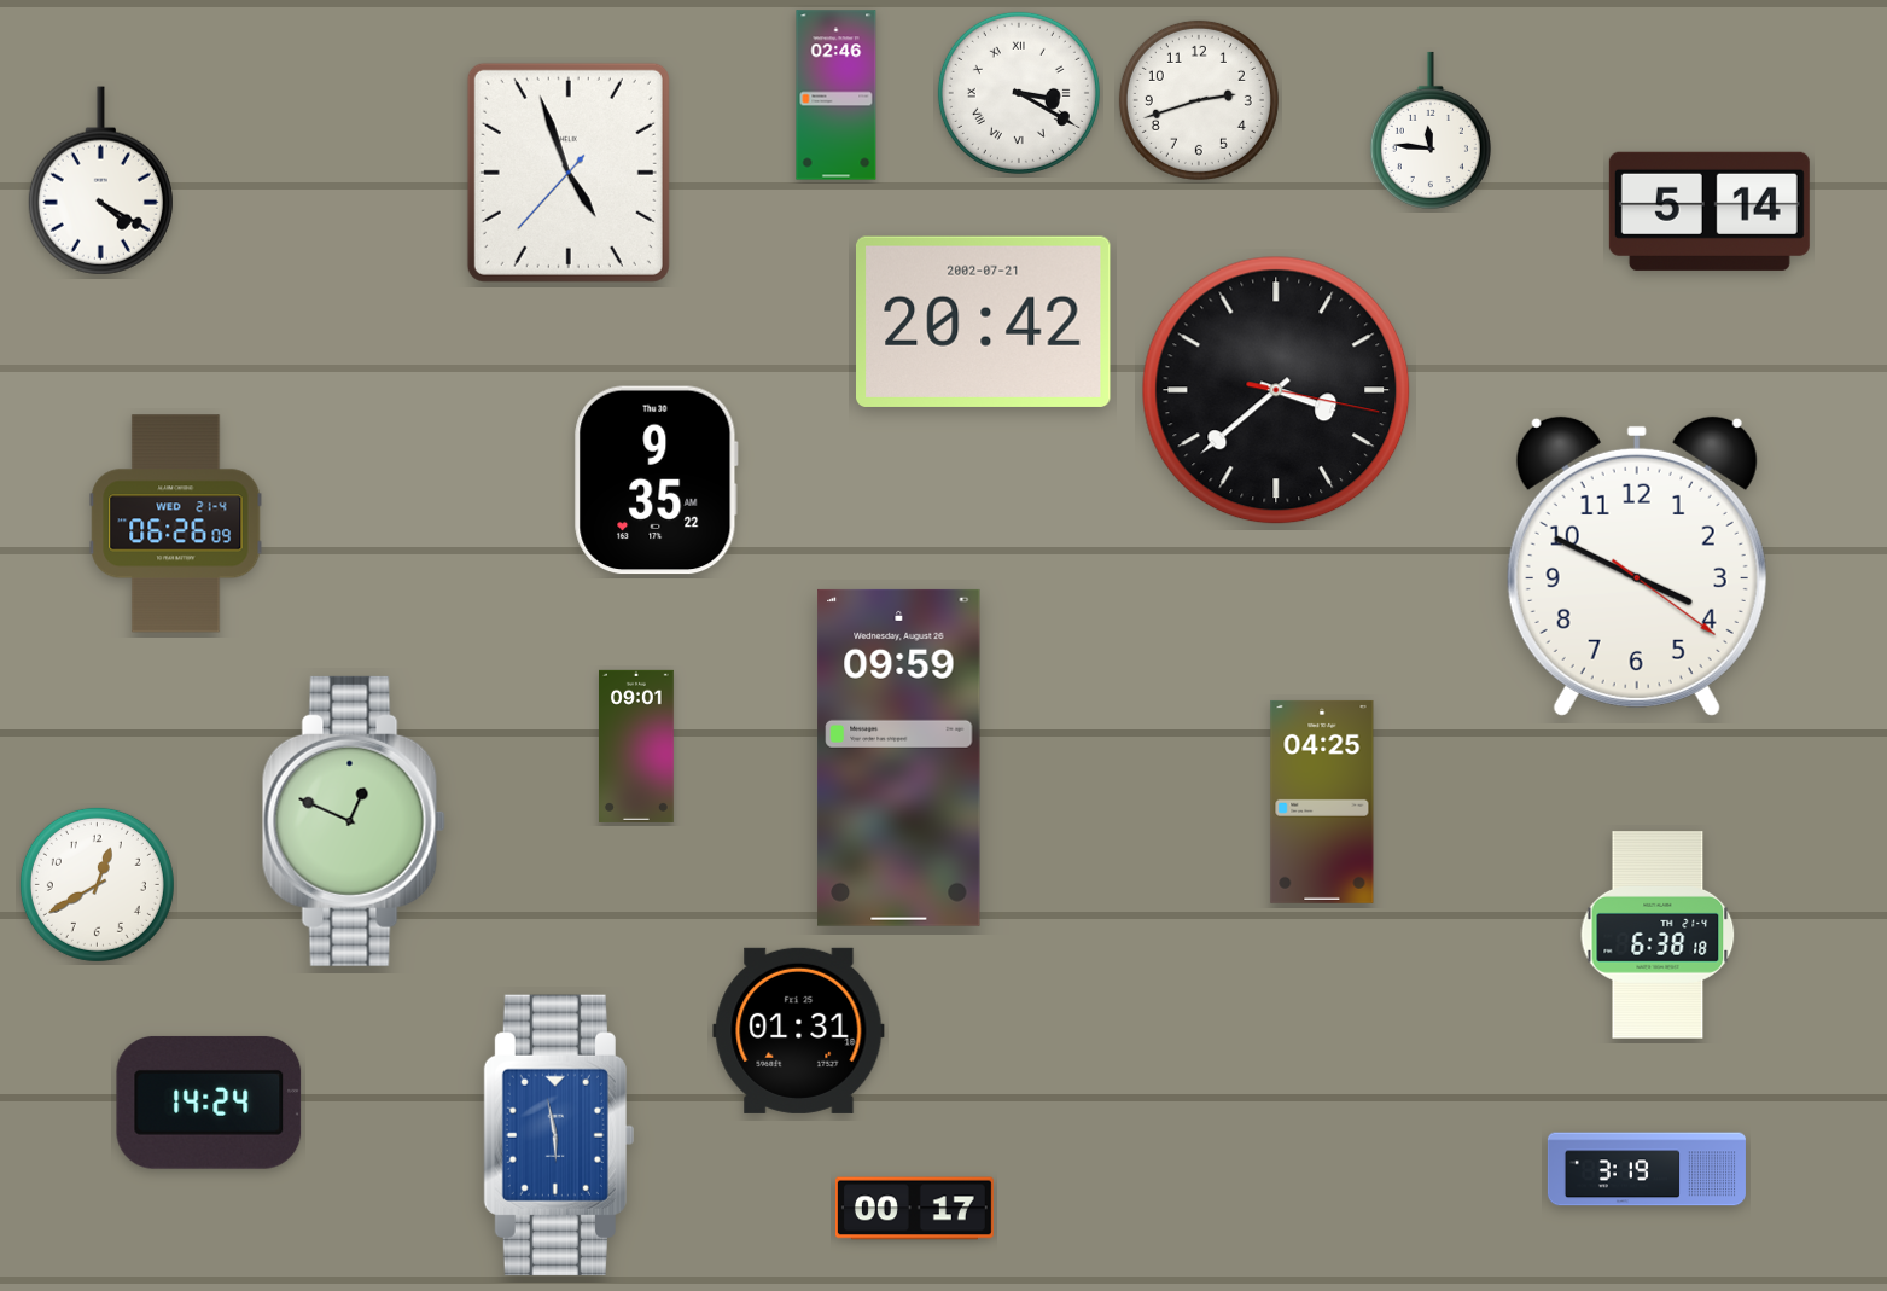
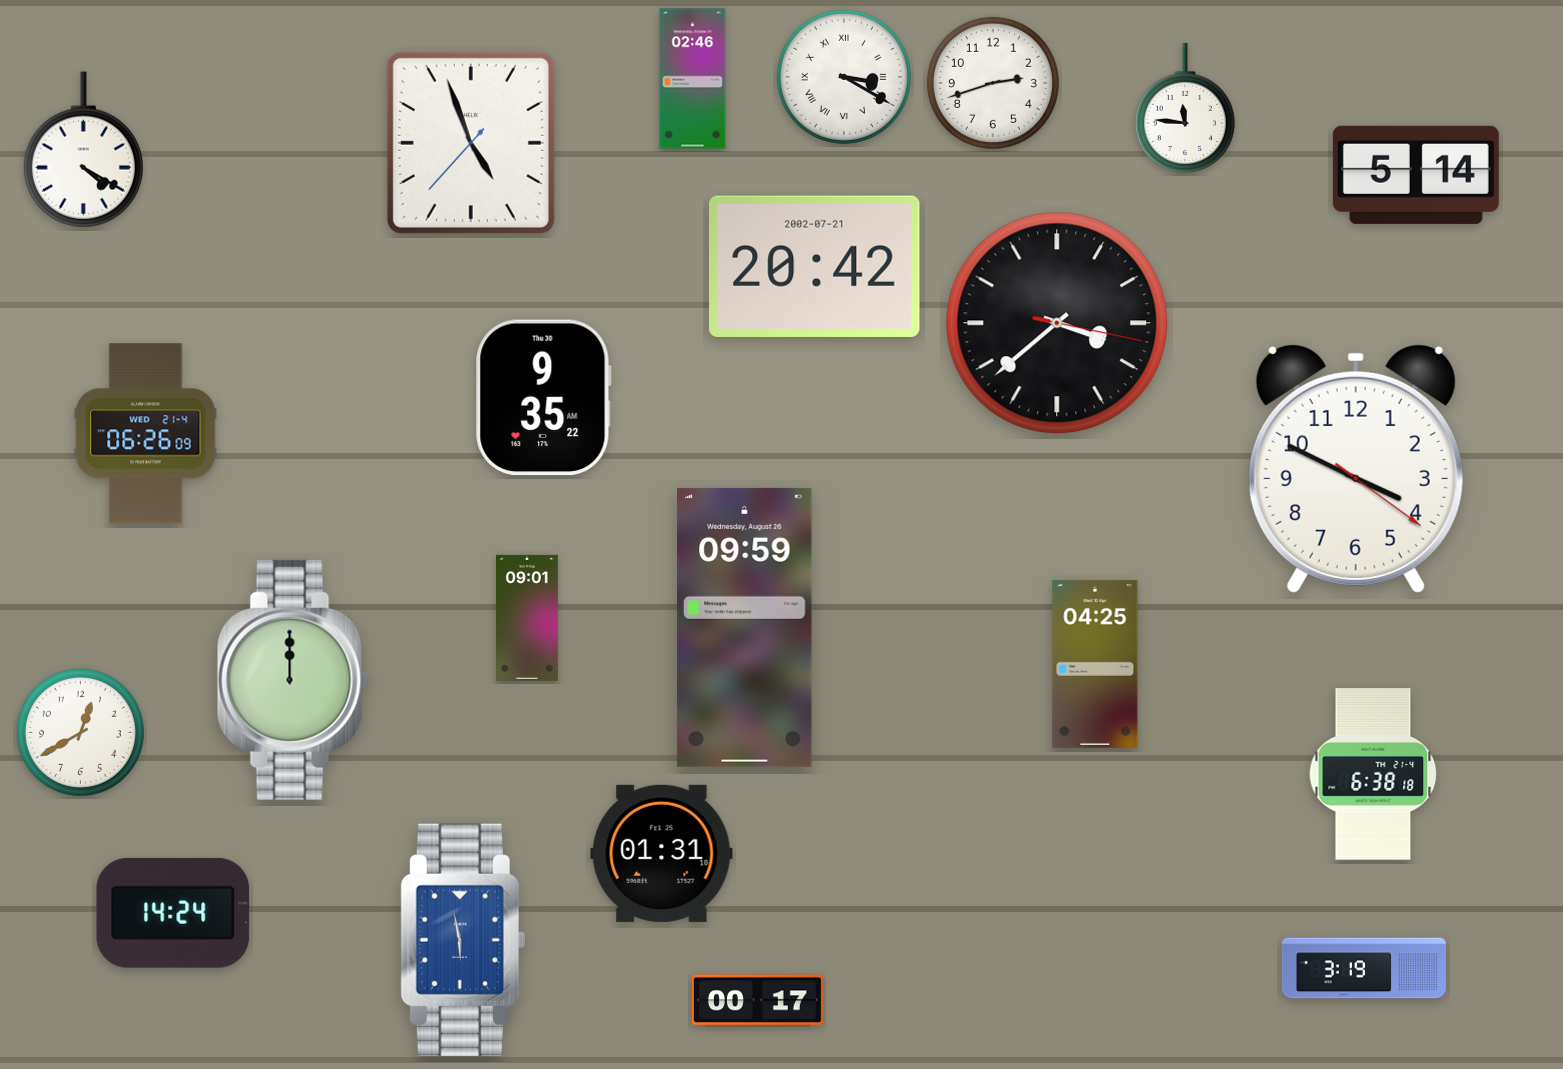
clock at (354, 821): 12:49 -> 12:00
